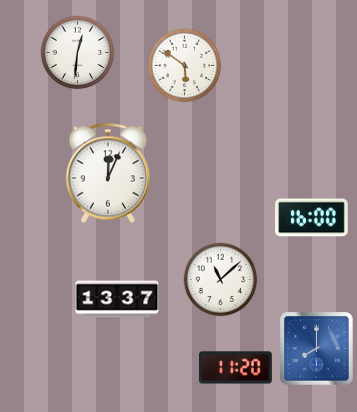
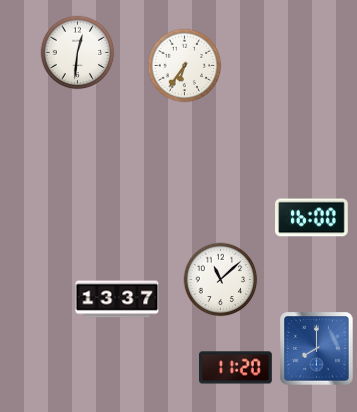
clock at (185, 66): 5:51 -> 6:36
clock at (107, 173): 12:04 -> none
